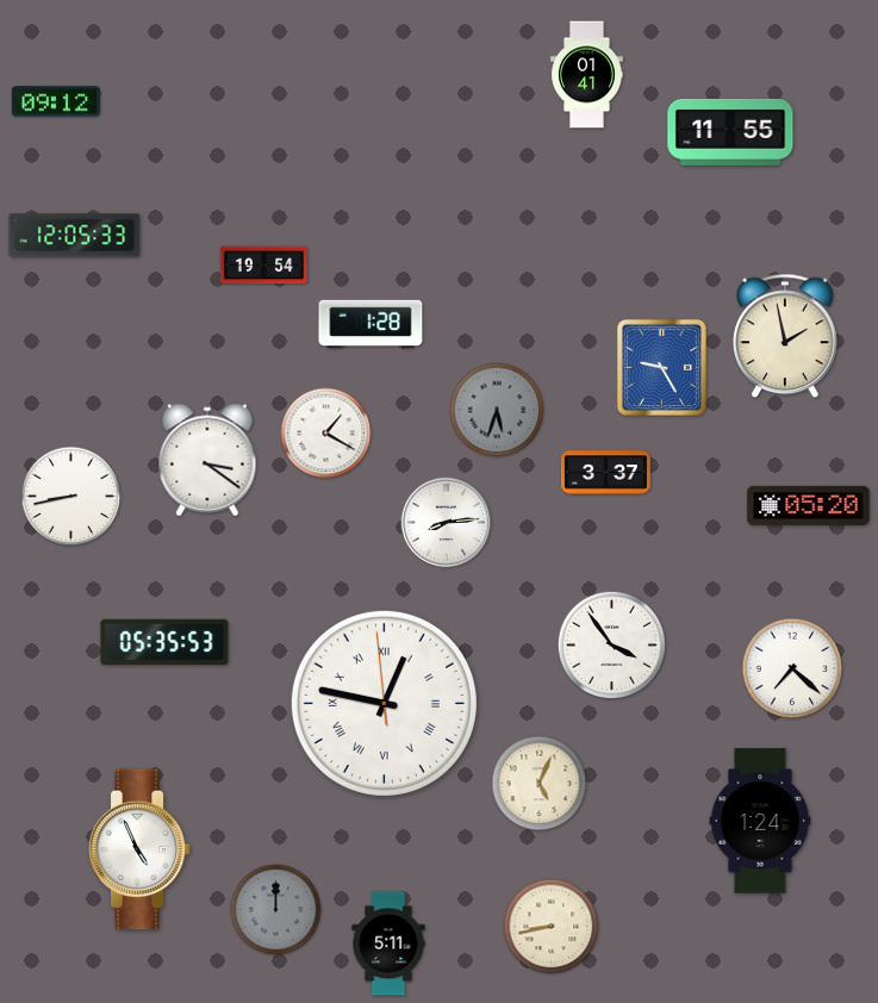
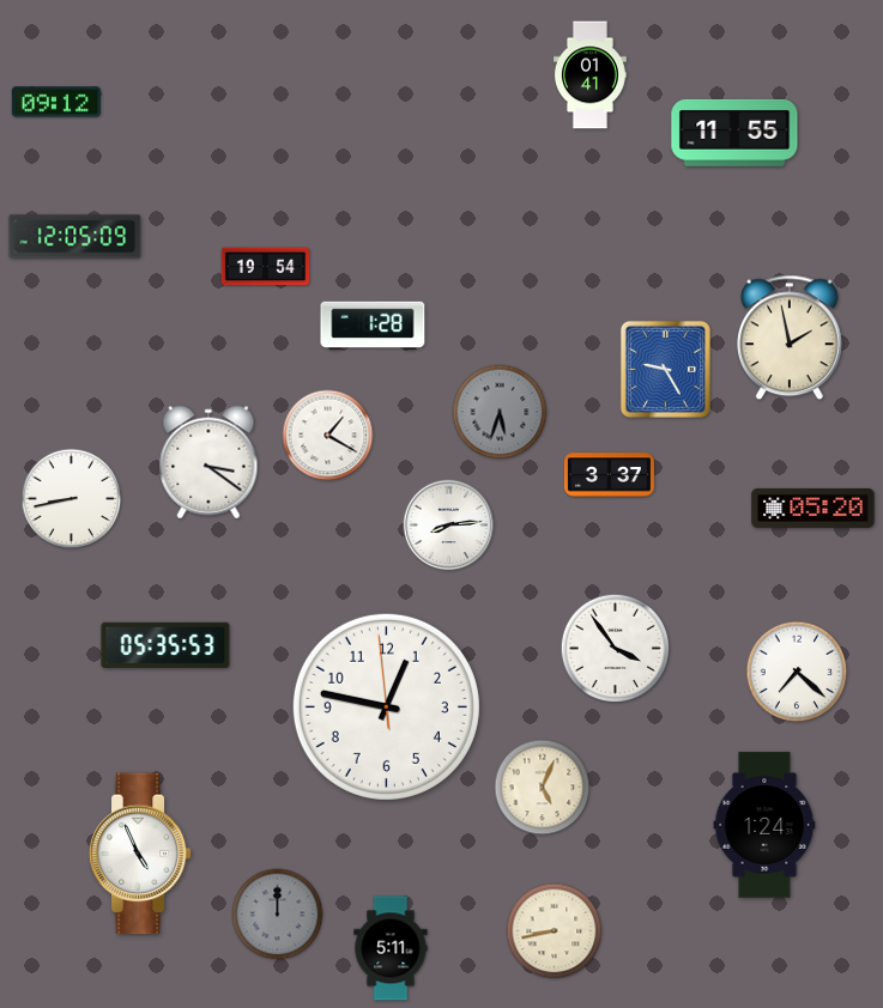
clock at (75, 236): 12:05:33 -> 12:05:09
clock at (384, 703) numerals: Roman -> Arabic
